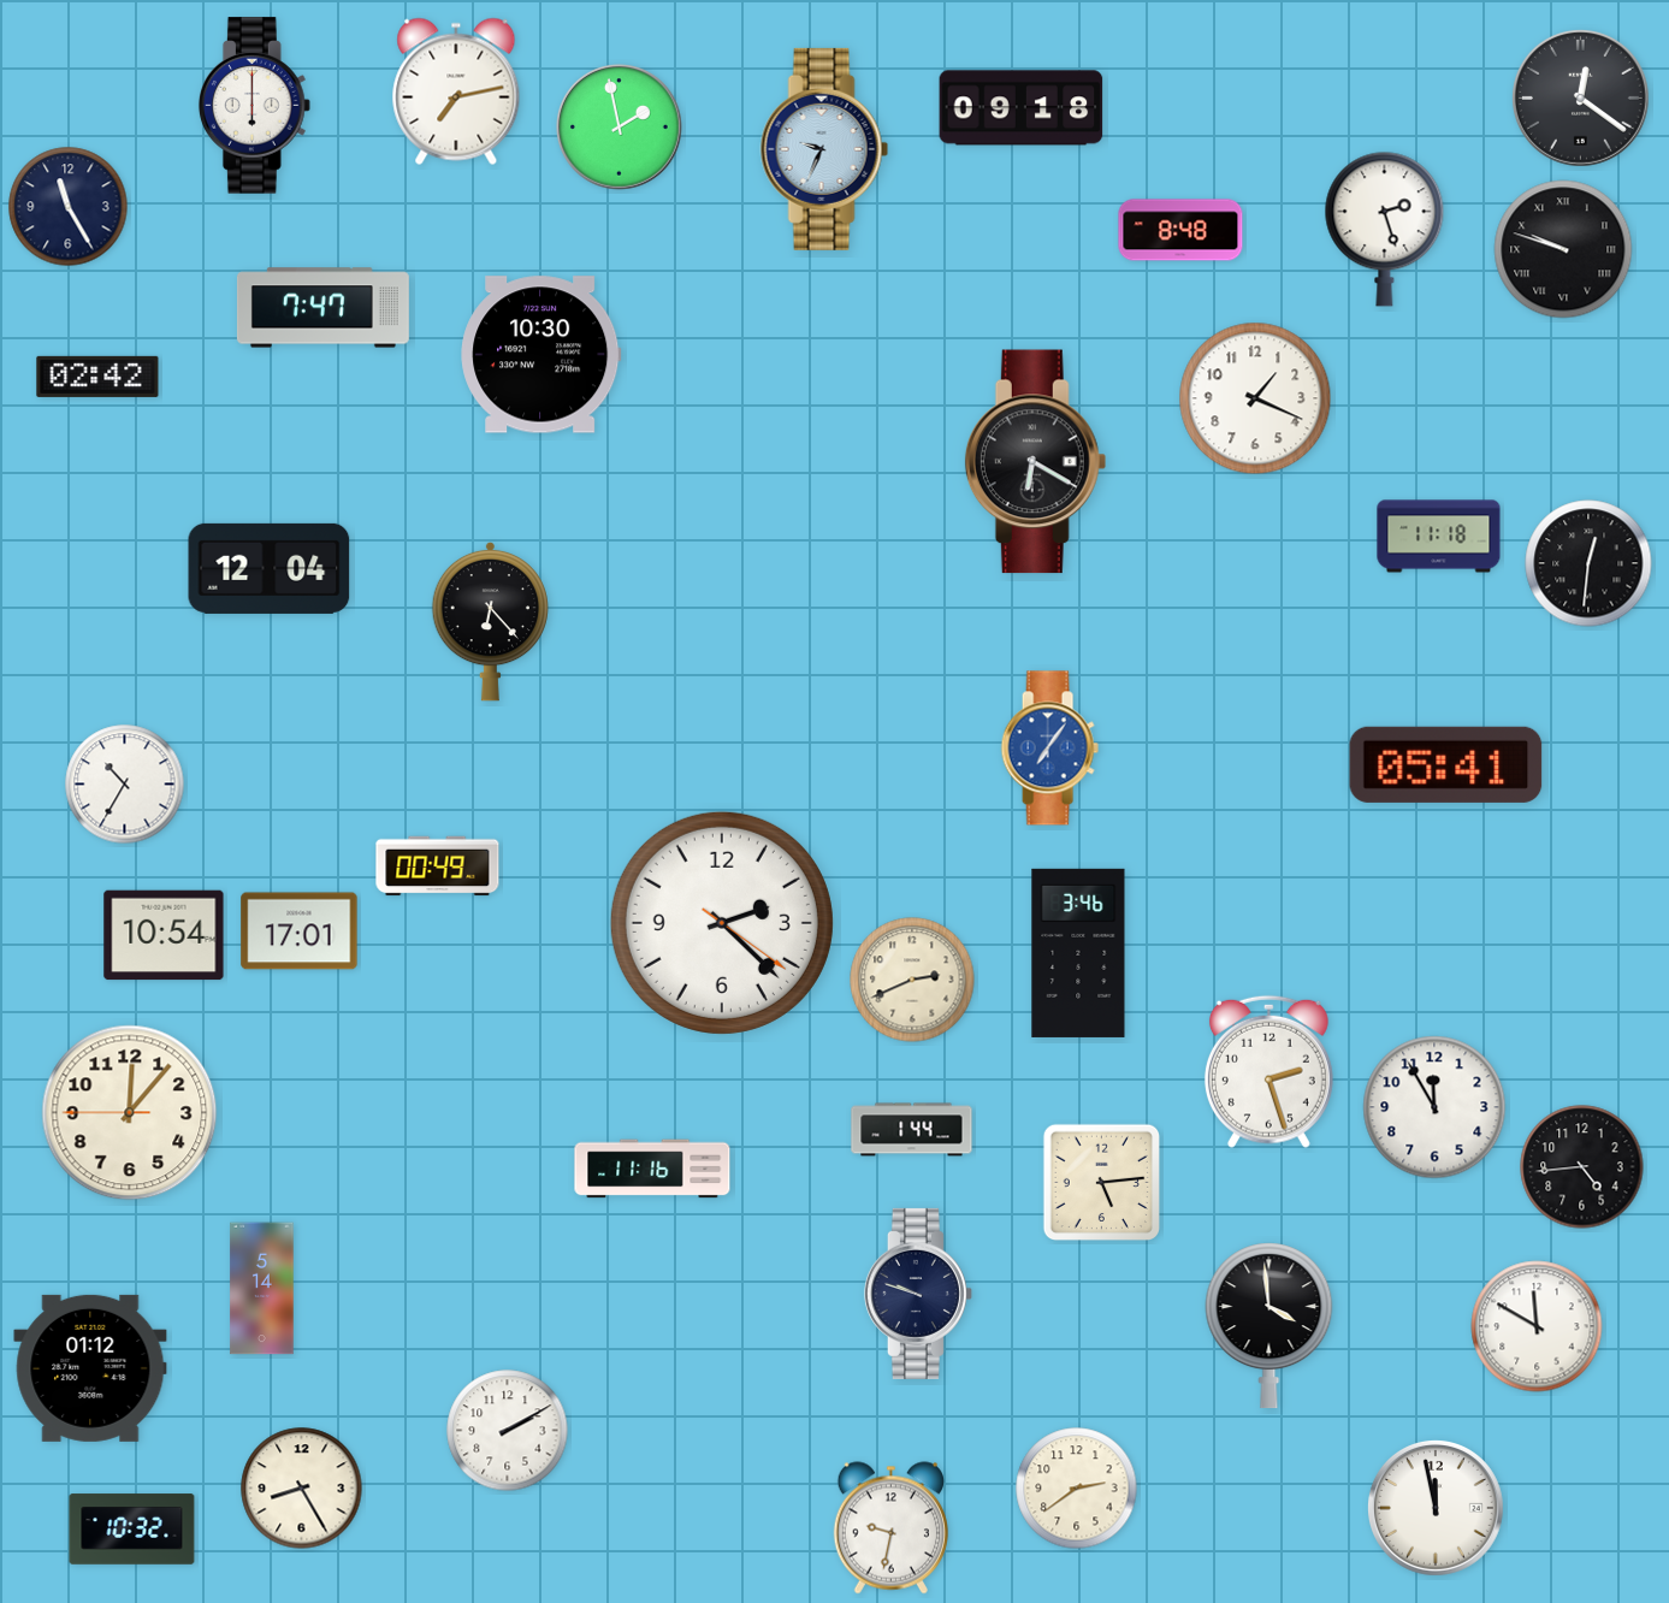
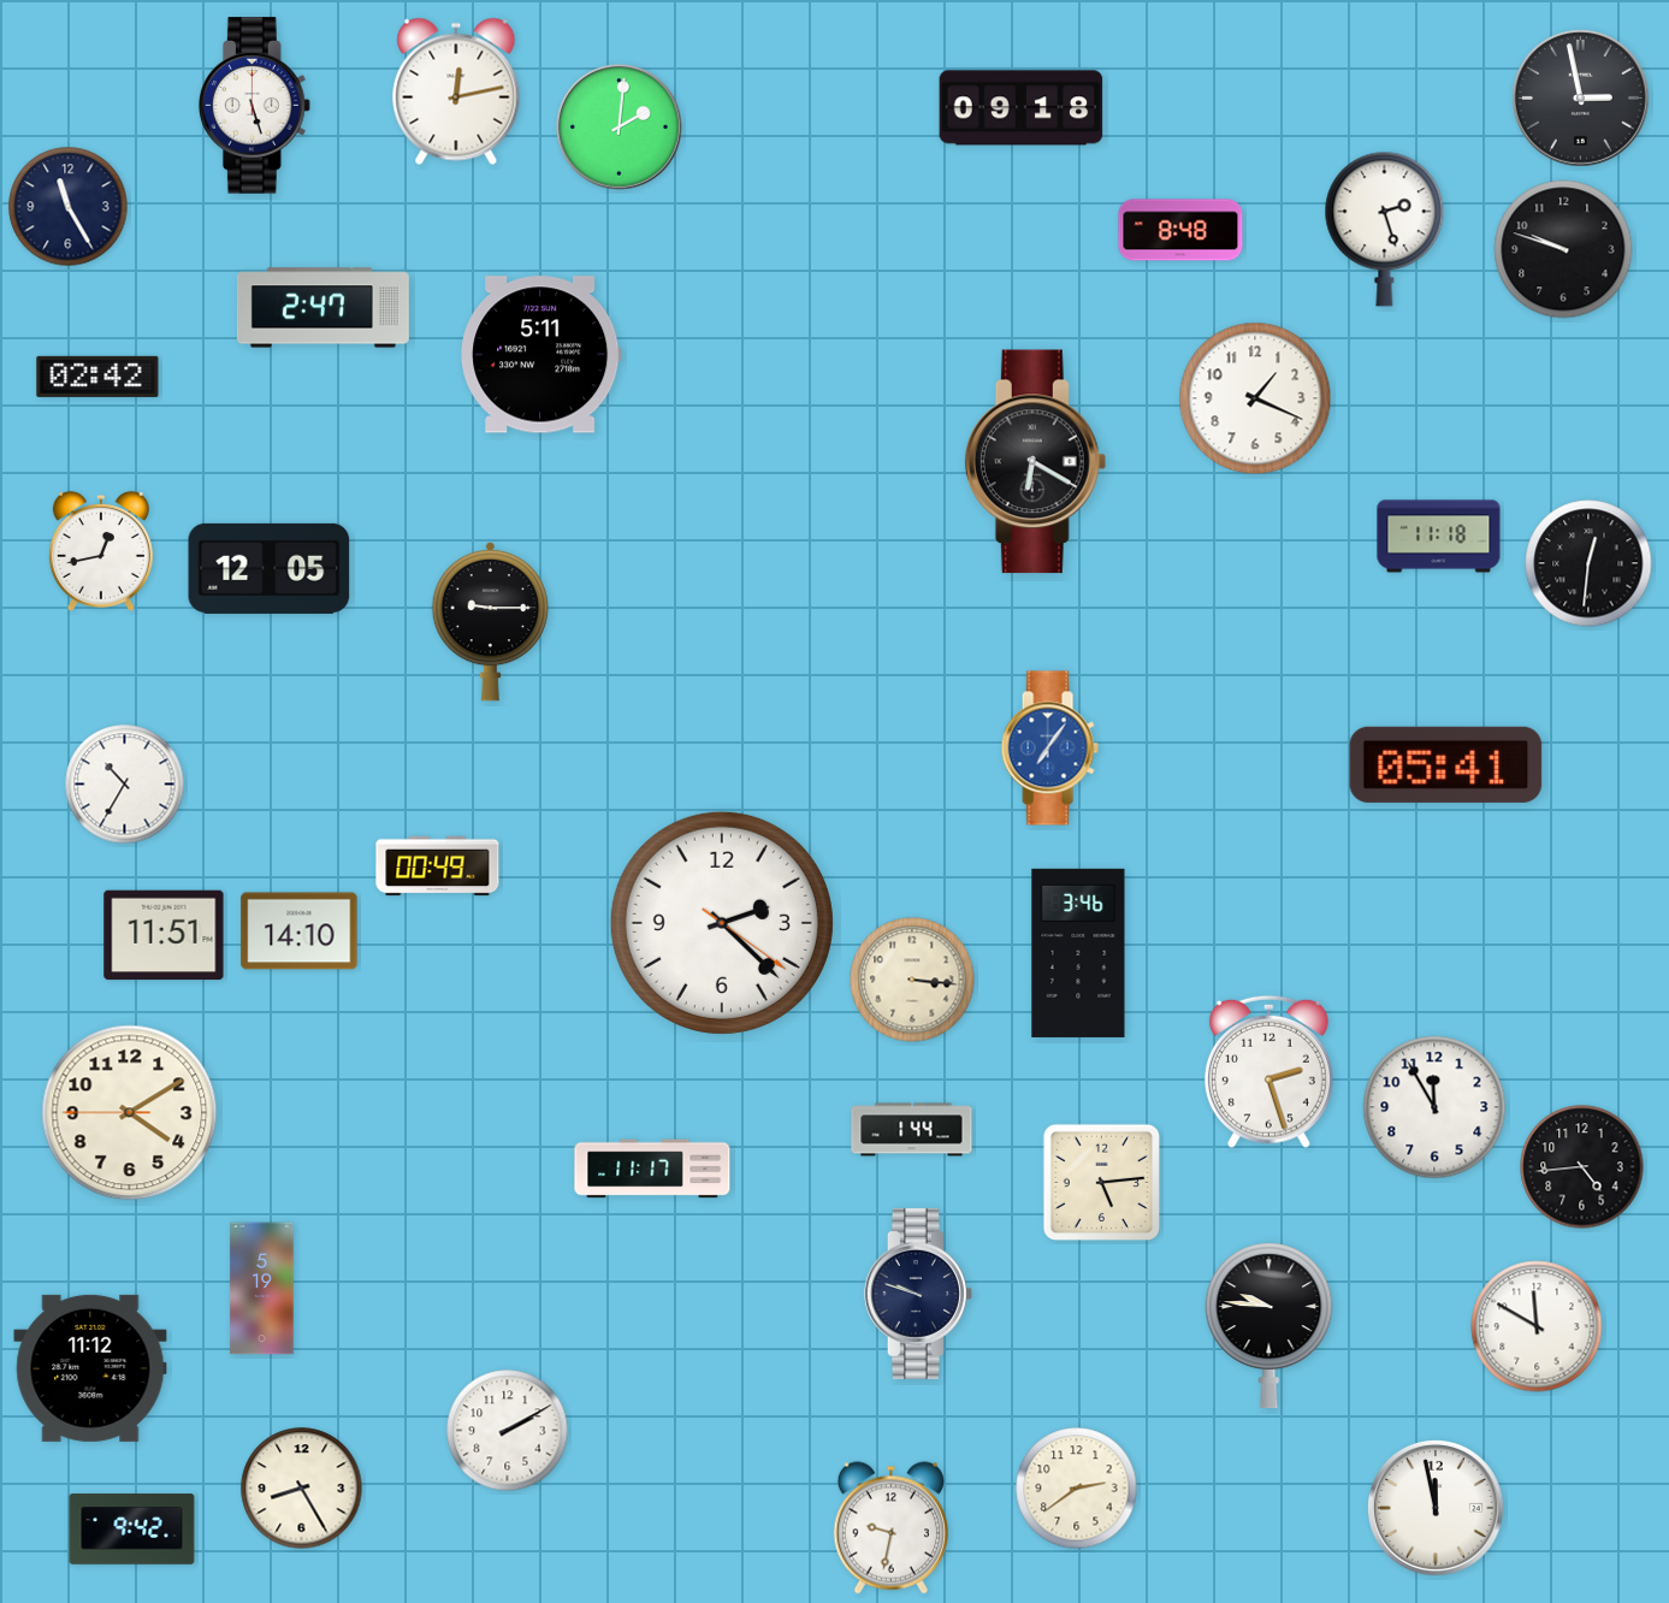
clock at (456, 91): 7:13 -> 12:13
clock at (1580, 97): 12:21 -> 2:58
clock at (254, 106): 6:00 -> 5:27
clock at (620, 128): 1:58 -> 2:01
clock at (824, 149): 9:34 -> none
clock at (1563, 249) numerals: Roman -> Arabic
clock at (322, 308): 7:47 -> 2:47
clock at (541, 355): 10:30 -> 5:11
clock at (101, 551): none -> 12:43
clock at (270, 568): 12:04 -> 12:05
clock at (490, 621): 6:23 -> 9:15
clock at (300, 931): 17:01 -> 14:10
clock at (164, 935): 10:54 -> 11:51
clock at (912, 980): 2:41 -> 3:16
clock at (130, 1113): 12:06 -> 4:09
clock at (652, 1169): 11:16 -> 11:17
clock at (262, 1289): 5:14 -> 5:19
clock at (1269, 1326): 3:59 -> 9:46
clock at (90, 1368): 01:12 -> 11:12
clock at (132, 1530): 10:32 -> 9:42
